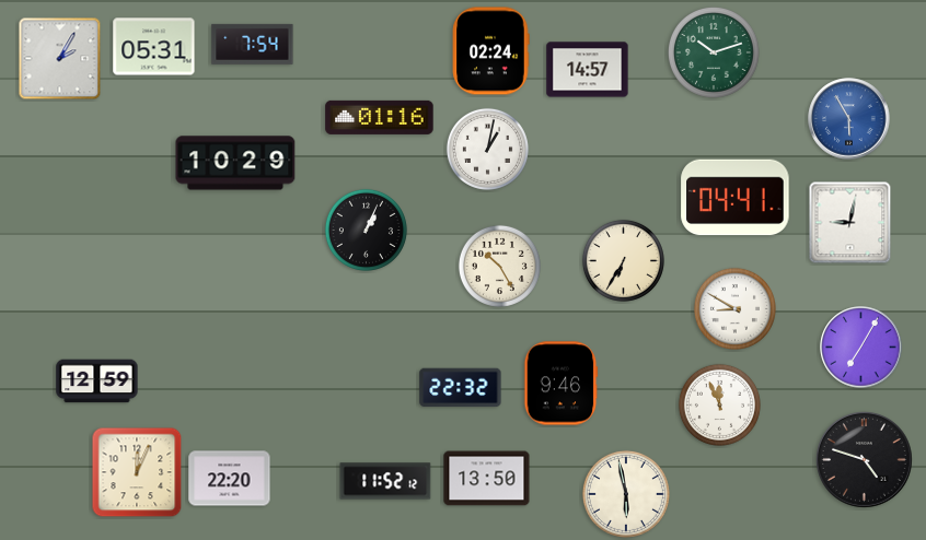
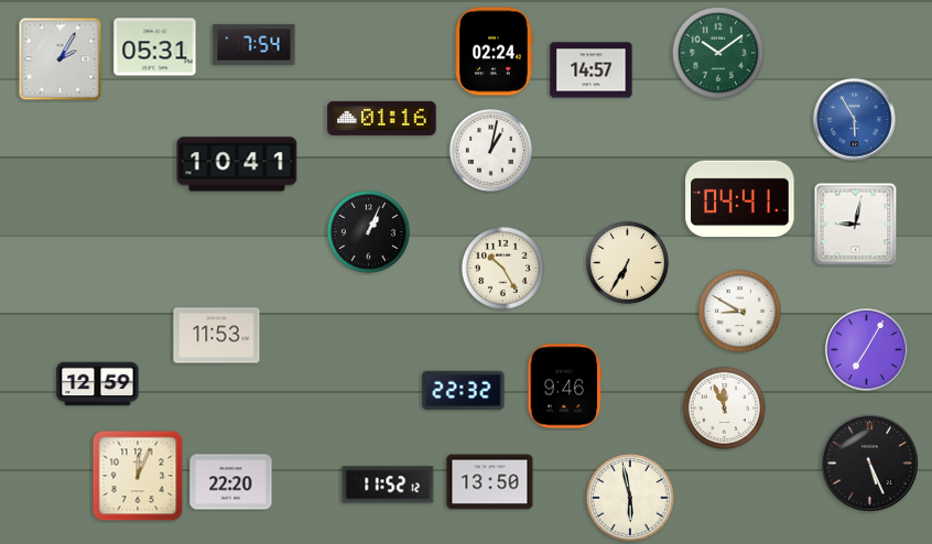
clock at (714, 52): 10:12 -> 10:09
clock at (235, 163): 10:29 -> 10:41
clock at (217, 336): none -> 11:53
clock at (865, 460): 4:48 -> 5:26
